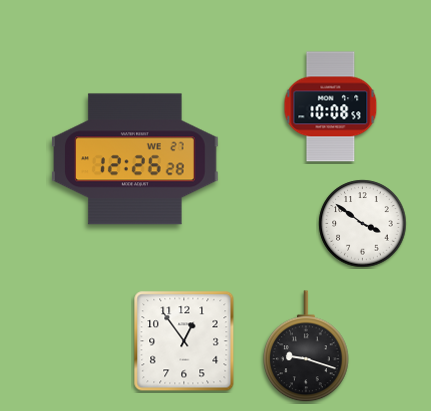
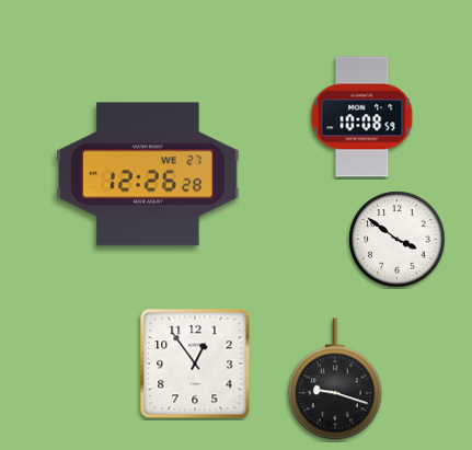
clock at (363, 224) position: (363, 224) -> (398, 240)
clock at (184, 341) position: (184, 341) -> (195, 364)
